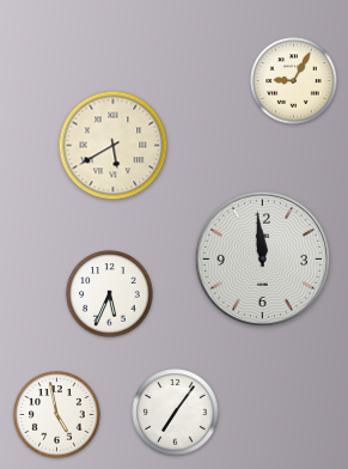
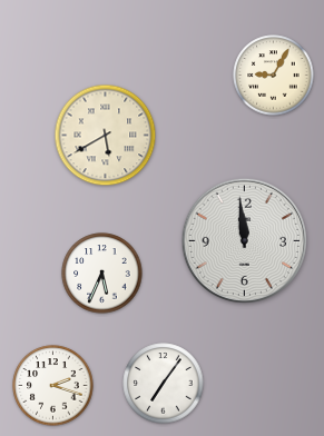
clock at (57, 415): 4:58 -> 2:18
